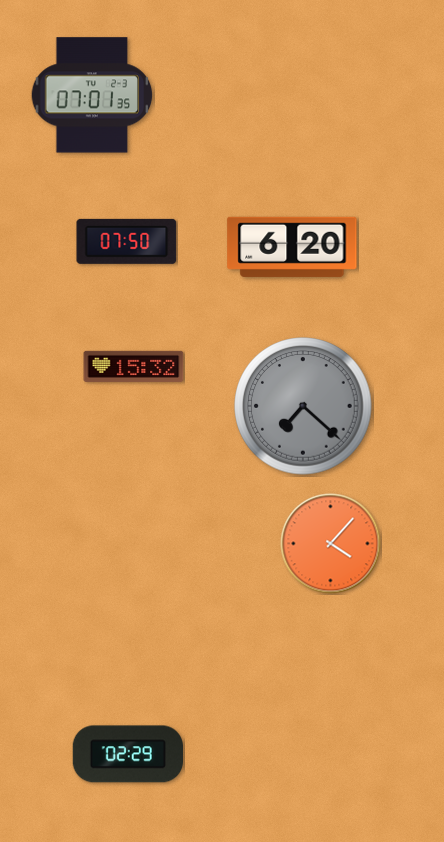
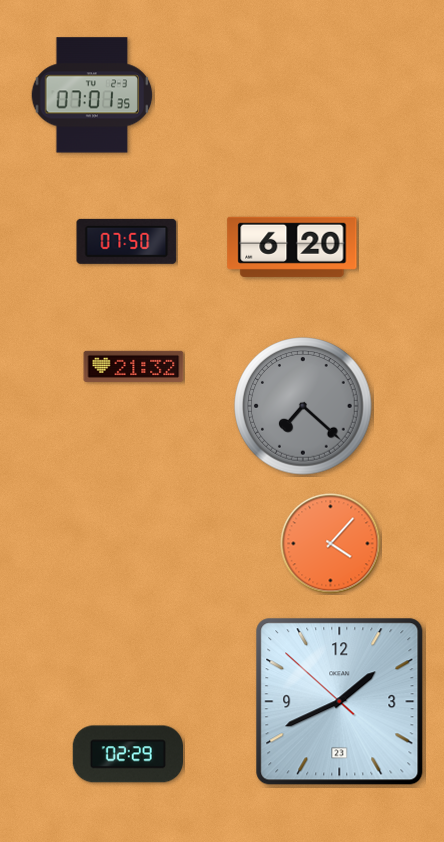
clock at (134, 366): 15:32 -> 21:32
clock at (340, 702): none -> 1:40
